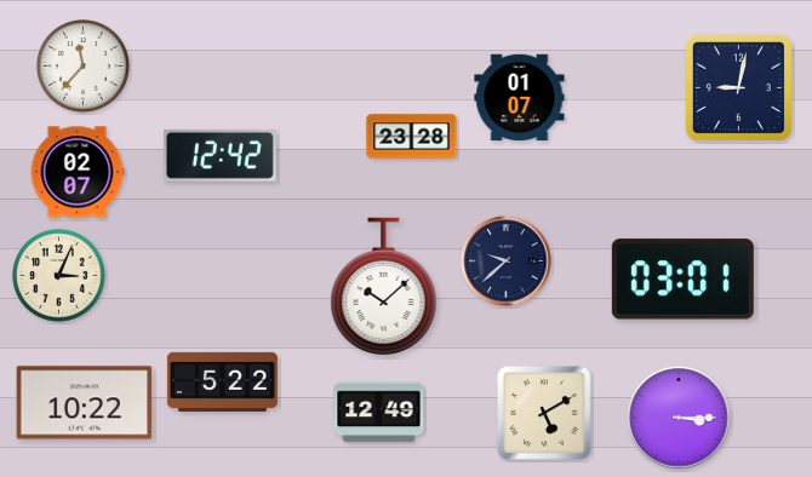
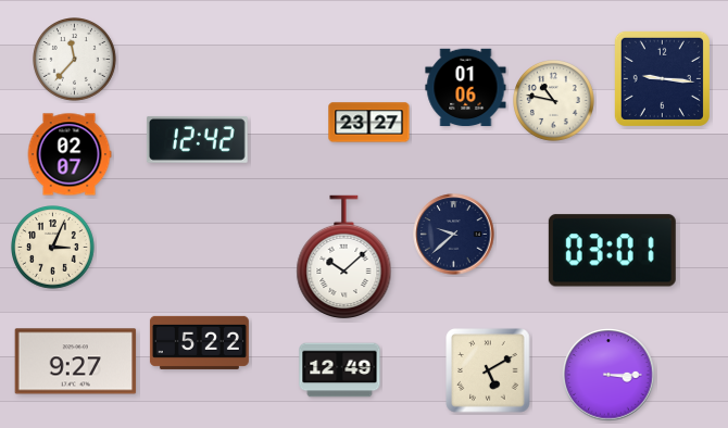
clock at (738, 87): 9:02 -> 9:16
clock at (520, 98): 01:07 -> 01:06
clock at (554, 101): none -> 10:47
clock at (412, 137): 23:28 -> 23:27
clock at (85, 403): 10:22 -> 9:27
